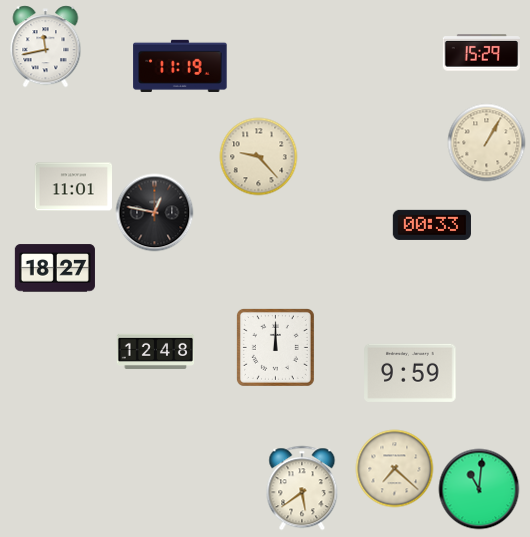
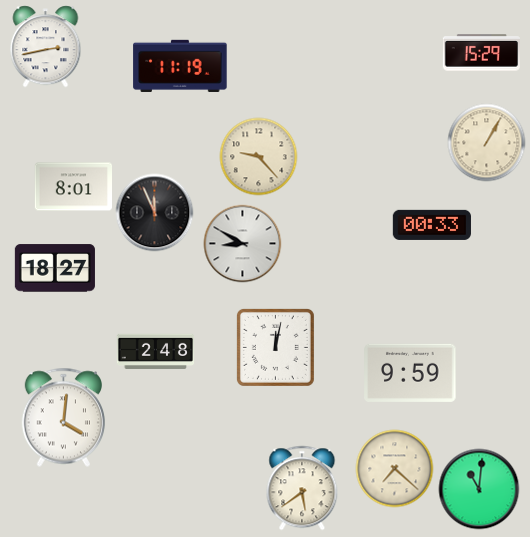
clock at (46, 46): 11:43 -> 2:43
clock at (73, 187): 11:01 -> 8:01
clock at (154, 212): 12:47 -> 11:56
clock at (242, 243): none -> 8:50
clock at (275, 347): 12:00 -> 12:02
clock at (155, 351): 12:48 -> 2:48
clock at (63, 417): none -> 4:01
